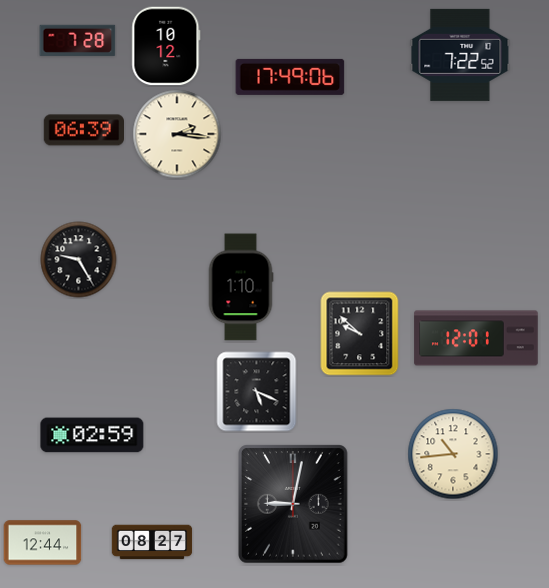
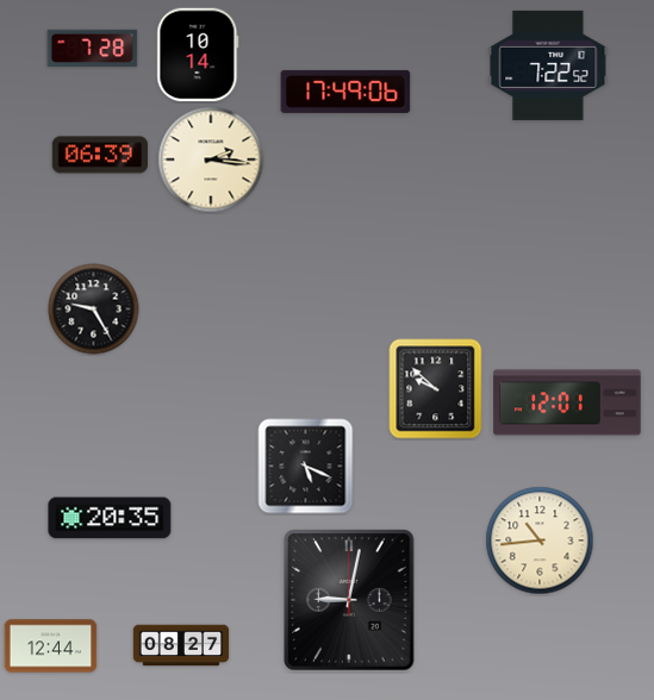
clock at (166, 46): 10:12 -> 10:14
clock at (241, 287): 1:10 -> none
clock at (360, 334) position: (360, 334) -> (436, 389)
clock at (92, 435): 02:59 -> 20:35
